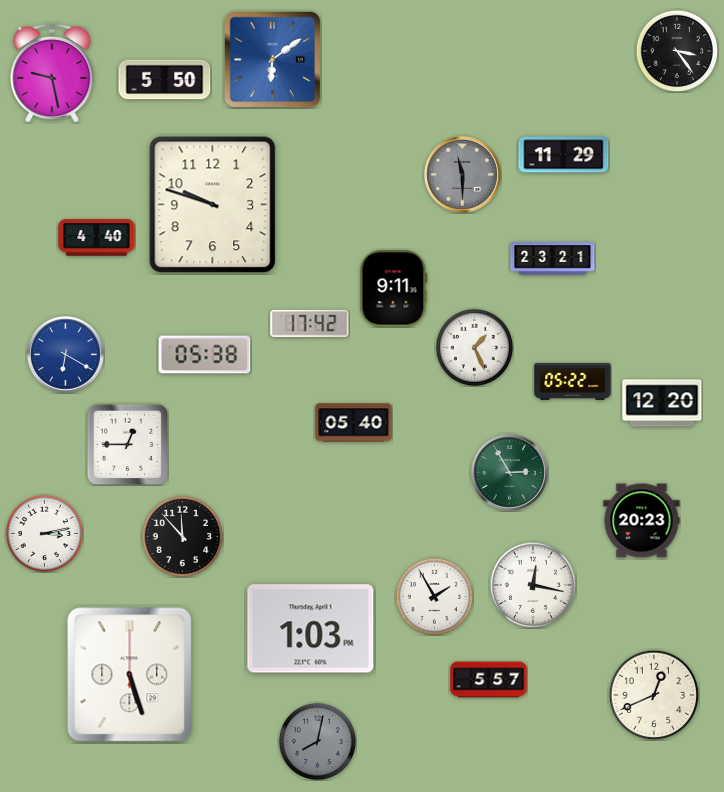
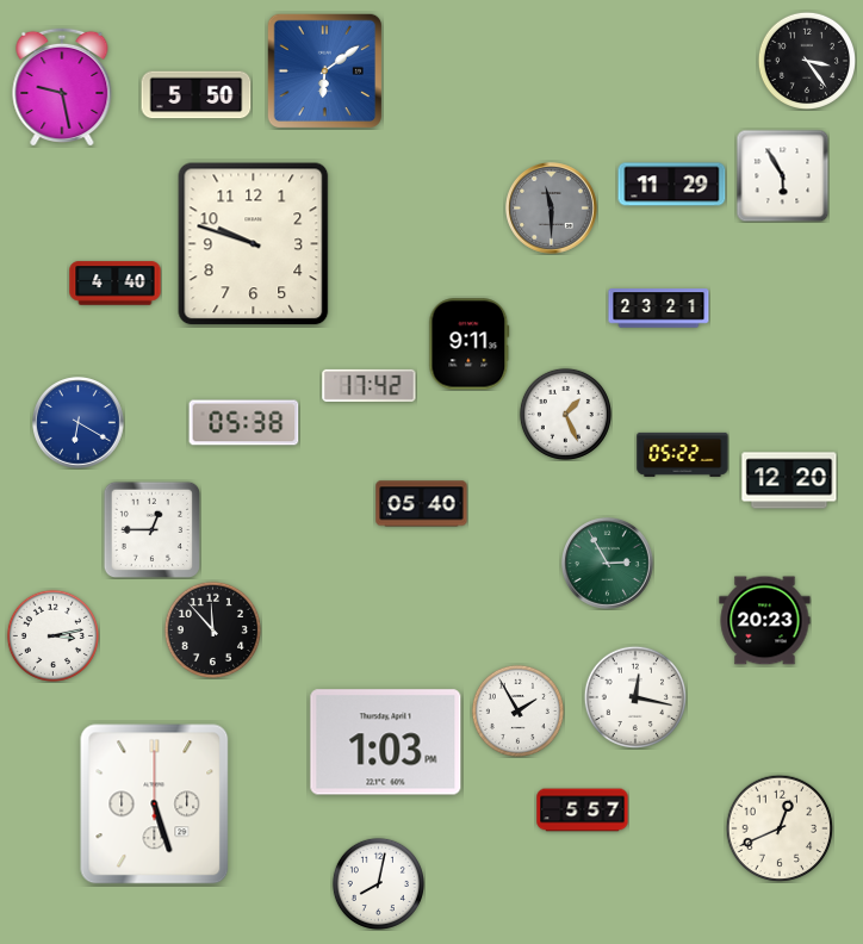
clock at (782, 175): none -> 5:55
clock at (182, 536) position: (182, 536) -> (212, 629)
clock at (311, 629) position: (311, 629) -> (386, 743)
clock at (317, 741) dial: grey -> white
